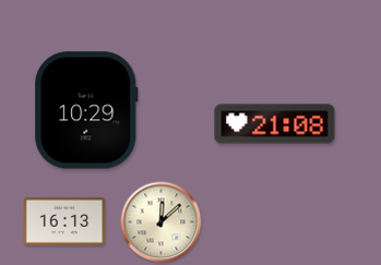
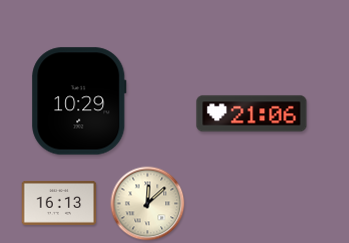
clock at (275, 124): 21:08 -> 21:06
